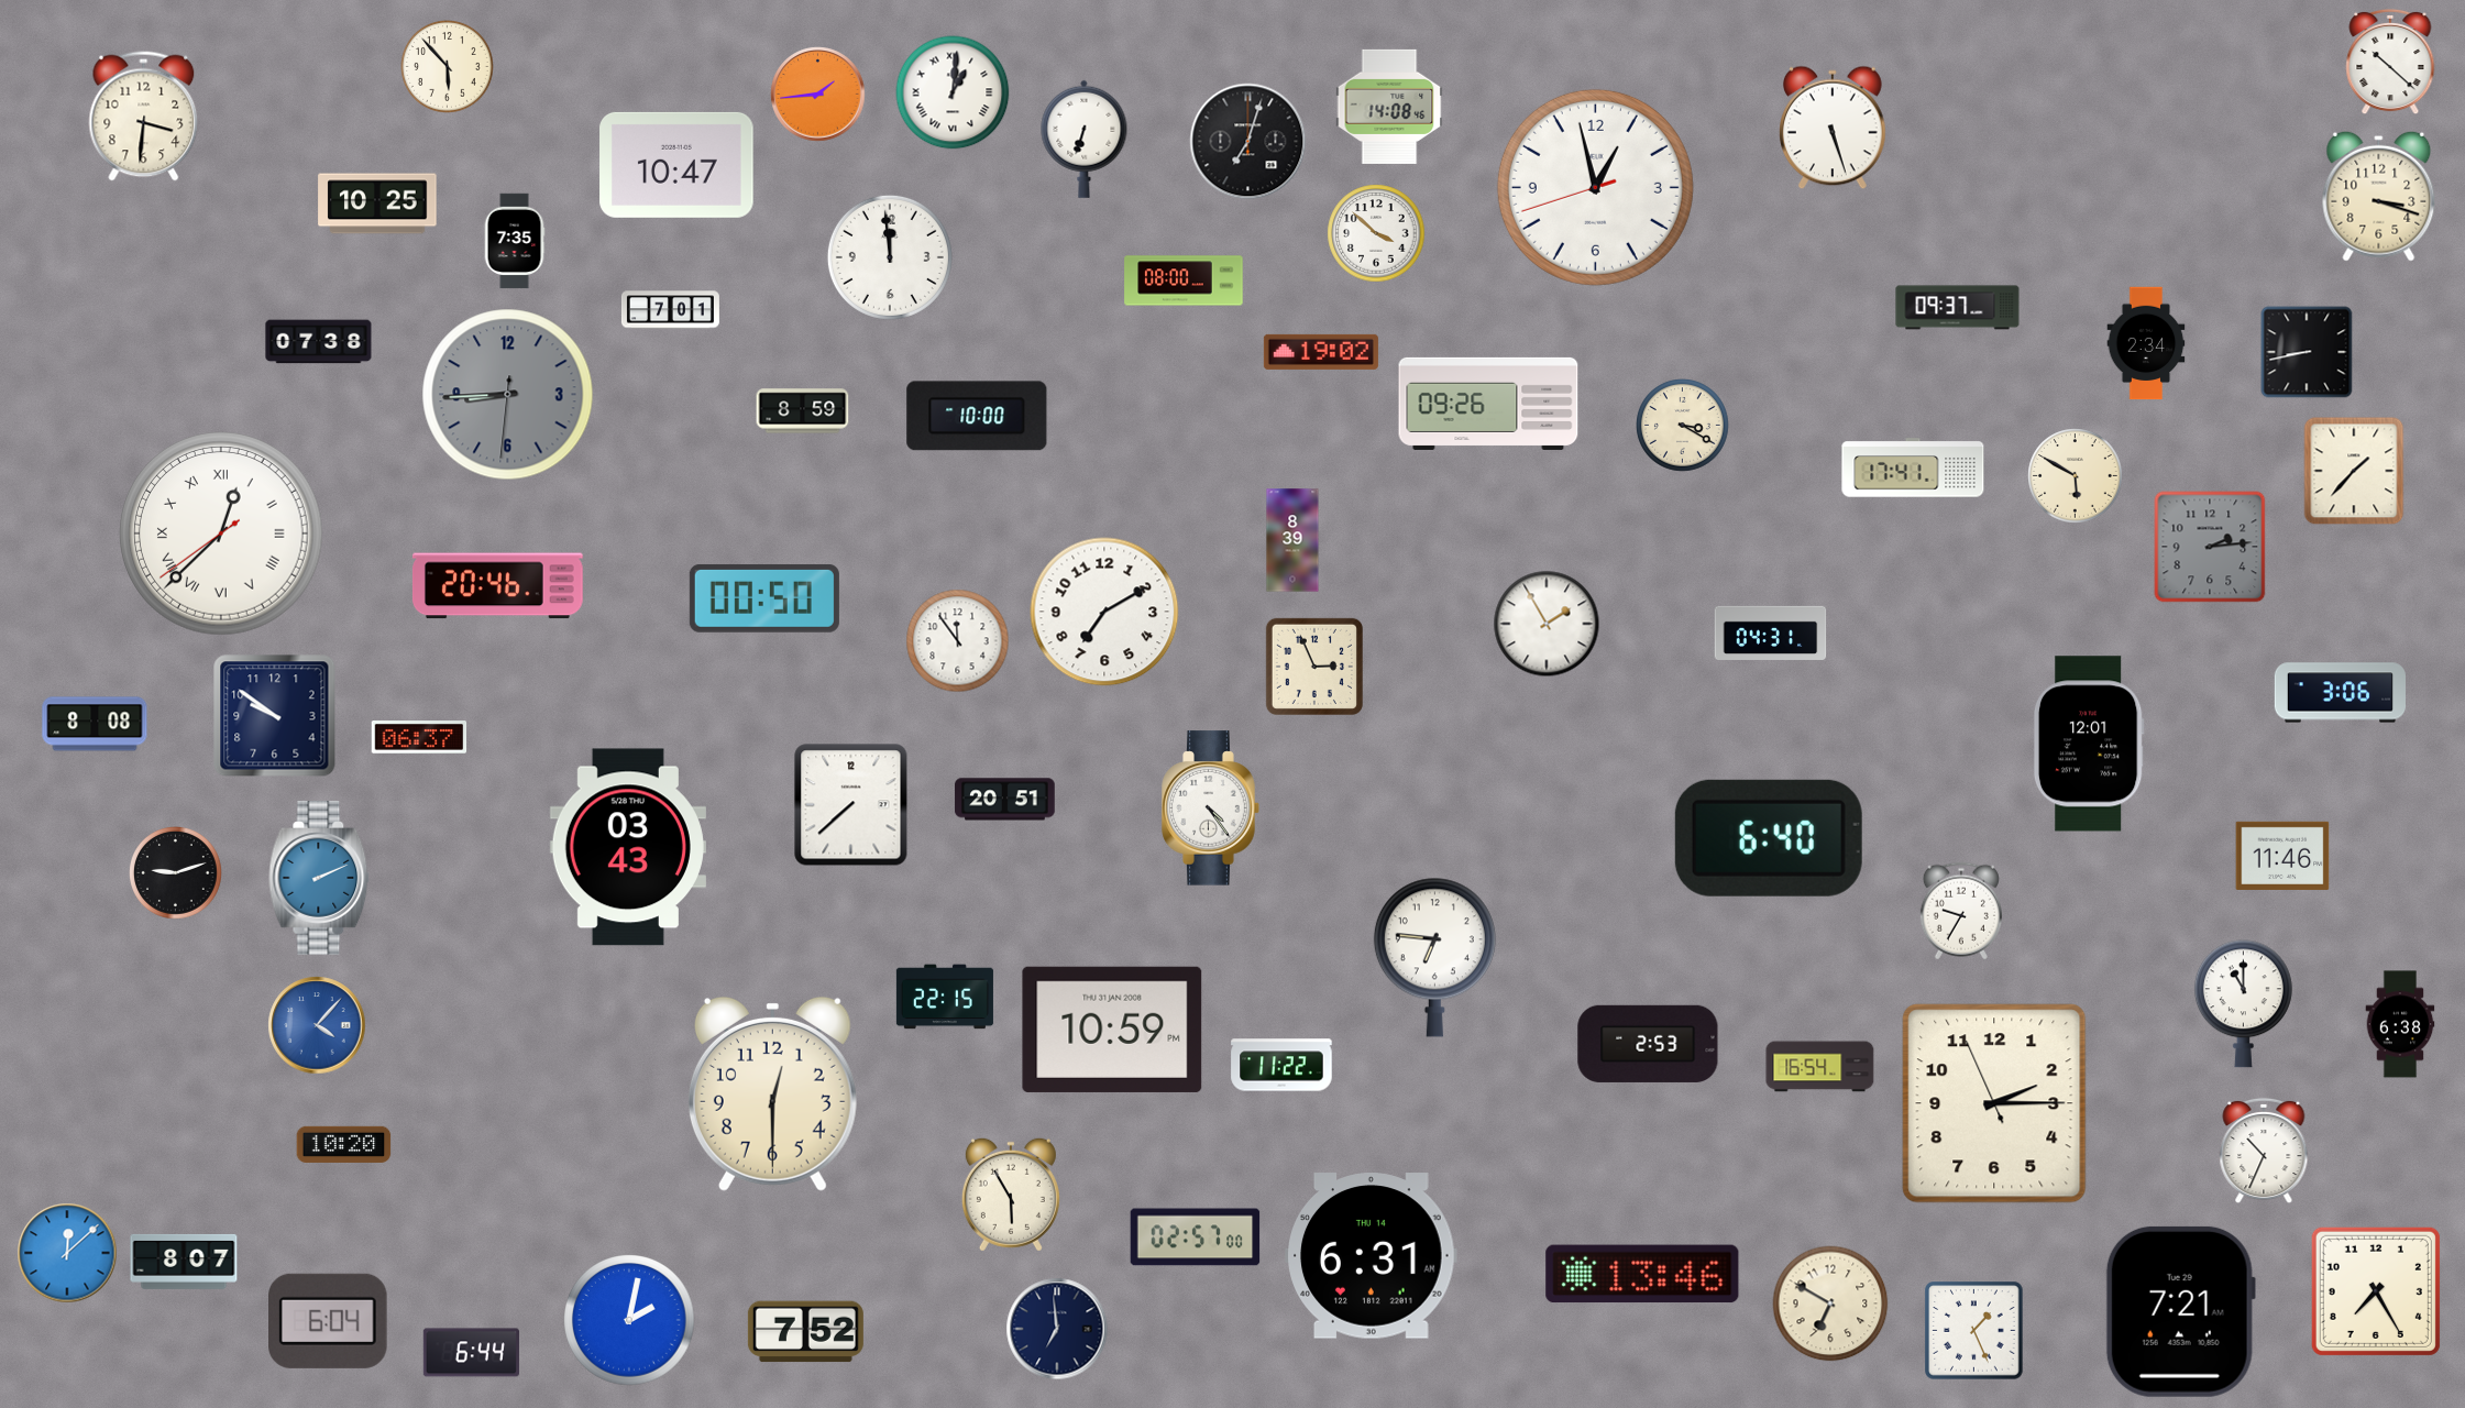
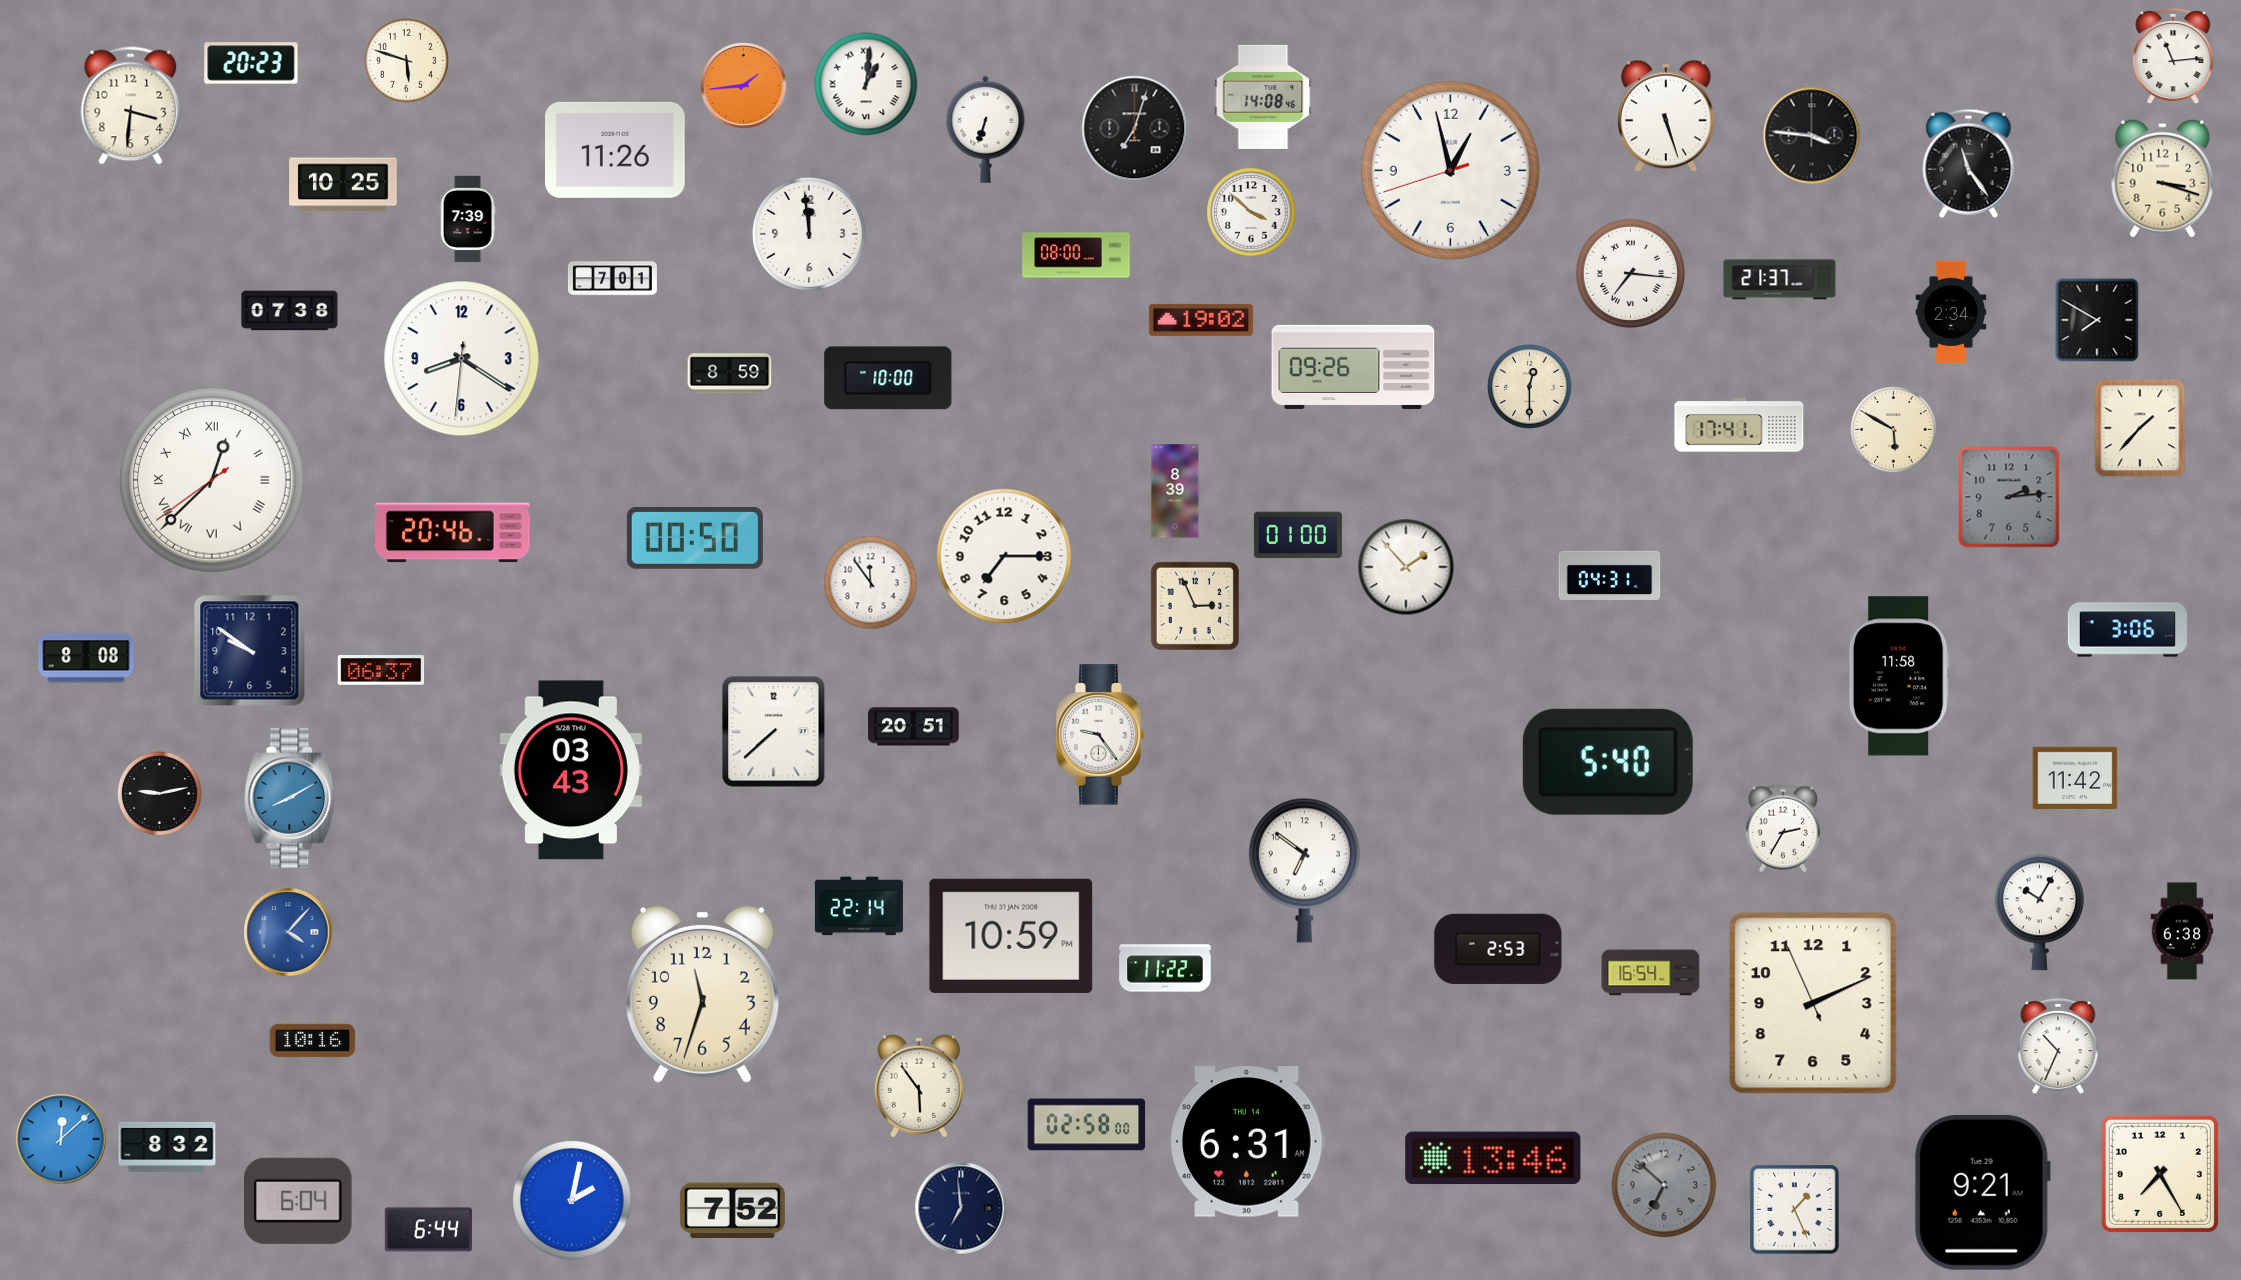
clock at (2390, 62): 10:22 -> 11:14
clock at (448, 67): 5:53 -> 5:48
clock at (251, 63): none -> 20:23
clock at (1085, 139) position: (1085, 139) -> (986, 129)
clock at (1812, 136): none -> 3:46
clock at (676, 165): 10:47 -> 11:26
clock at (1969, 163): none -> 11:24
clock at (515, 241): 7:35 -> 7:39
clock at (1630, 273): none -> 7:16
clock at (1958, 308): 09:37 -> 21:37
clock at (670, 310) position: (670, 310) -> (612, 279)
clock at (2307, 352): 8:43 -> 7:50
clock at (508, 395): 8:44 -> 8:20
clock at (508, 395) dial: grey -> white
clock at (1683, 426): 3:20 -> 12:30
clock at (2076, 476) position: (2076, 476) -> (1894, 430)
clock at (221, 533) position: (221, 533) -> (212, 480)
clock at (1298, 535): none -> 01:00
clock at (764, 598) position: (764, 598) -> (695, 538)
clock at (1104, 612): 7:10 -> 7:15
clock at (1547, 624): 1:55 -> 1:53
clock at (2089, 744): 12:01 -> 11:58
clock at (1211, 809): 4:24 -> 9:24
clock at (1769, 838): 6:40 -> 5:40
clock at (2282, 856): 11:46 -> 11:42
clock at (176, 873): 9:12 -> 9:13
clock at (319, 878): 2:11 -> 8:10
clock at (1961, 911): 9:35 -> 2:35
clock at (1434, 957): 6:46 -> 6:51
clock at (945, 997): 22:15 -> 22:14
clock at (2243, 1004): 11:00 -> 10:05
clock at (1820, 1067) position: (1820, 1067) -> (1651, 973)
clock at (772, 1093): 12:30 -> 11:33
clock at (1994, 1103): 2:14 -> 2:10
clock at (344, 1144): 10:20 -> 10:16
clock at (1011, 1195): 5:55 -> 5:54
clock at (1196, 1237): 02:57 -> 02:58
clock at (184, 1262): 8:07 -> 8:32
clock at (1830, 1303): 6:50 -> 6:52
clock at (1830, 1303) dial: cream -> grey
clock at (2180, 1311): 7:21 -> 9:21
